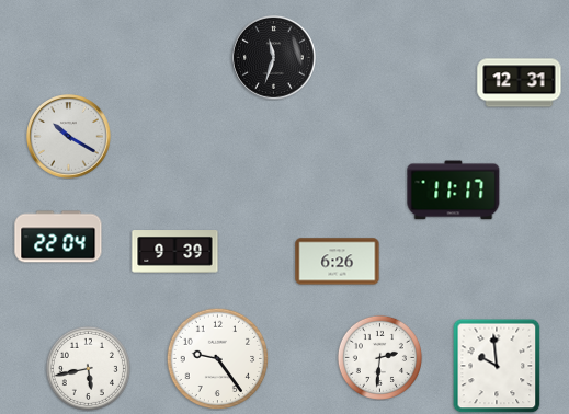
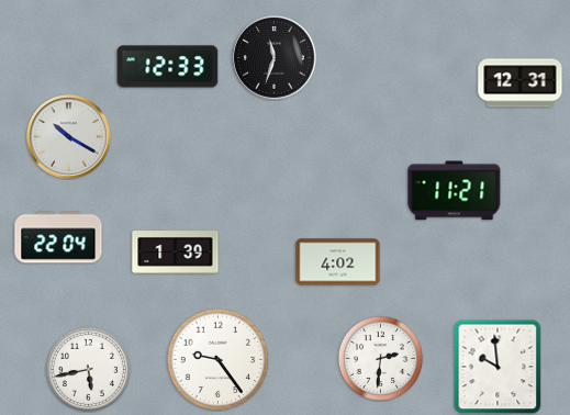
clock at (168, 67): none -> 12:33
clock at (454, 191): 11:17 -> 11:21
clock at (175, 252): 9:39 -> 1:39
clock at (338, 262): 6:26 -> 4:02
